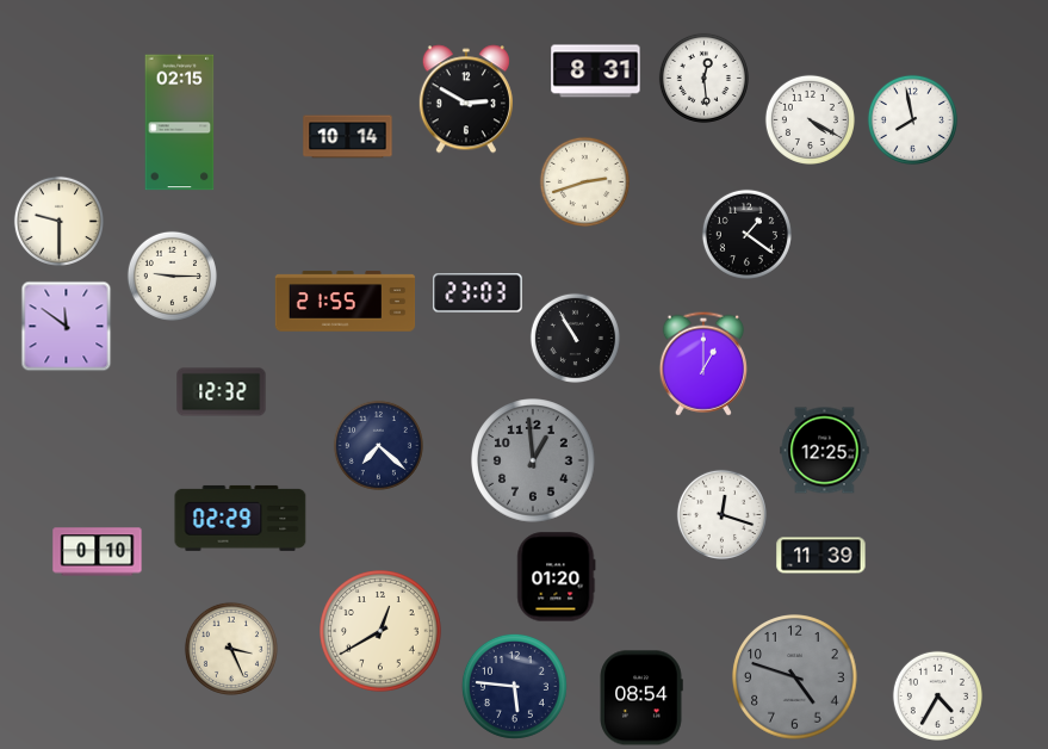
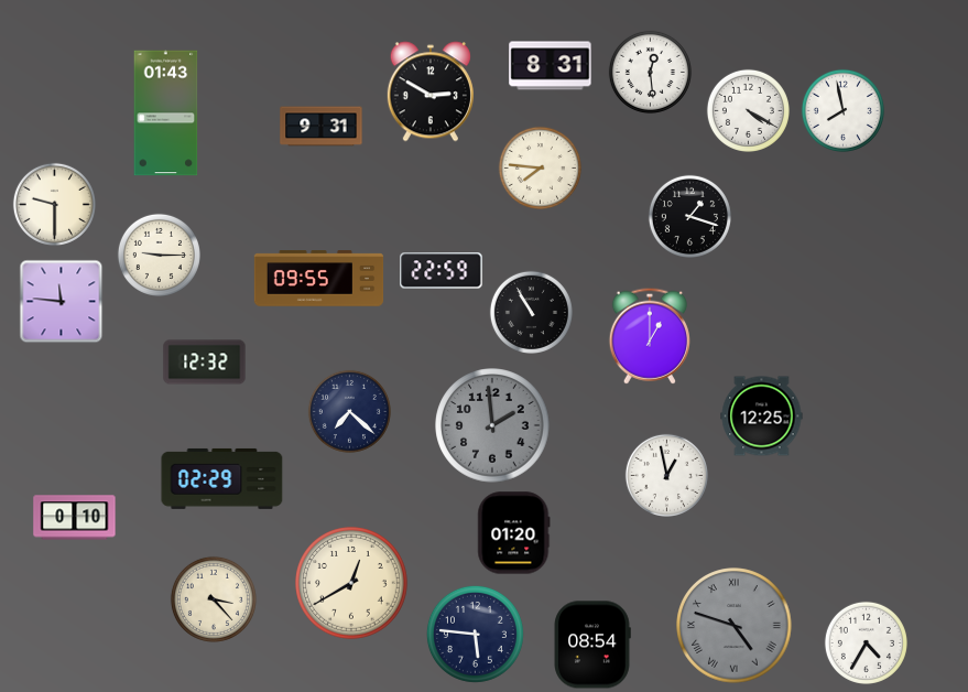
clock at (180, 123): 02:15 -> 01:43
clock at (348, 137): 10:14 -> 9:31
clock at (584, 181): 2:42 -> 7:46
clock at (746, 234): 1:21 -> 1:18
clock at (478, 293): 23:03 -> 22:59
clock at (346, 302): 21:55 -> 09:55
clock at (67, 327): 11:51 -> 11:46
clock at (533, 460): 12:59 -> 1:59
clock at (721, 514): 12:18 -> 12:58
clock at (98, 552) position: (98, 552) -> (75, 518)
clock at (821, 556): 11:39 -> none
clock at (231, 649): 3:26 -> 3:23
clock at (795, 677) numerals: Arabic -> Roman
